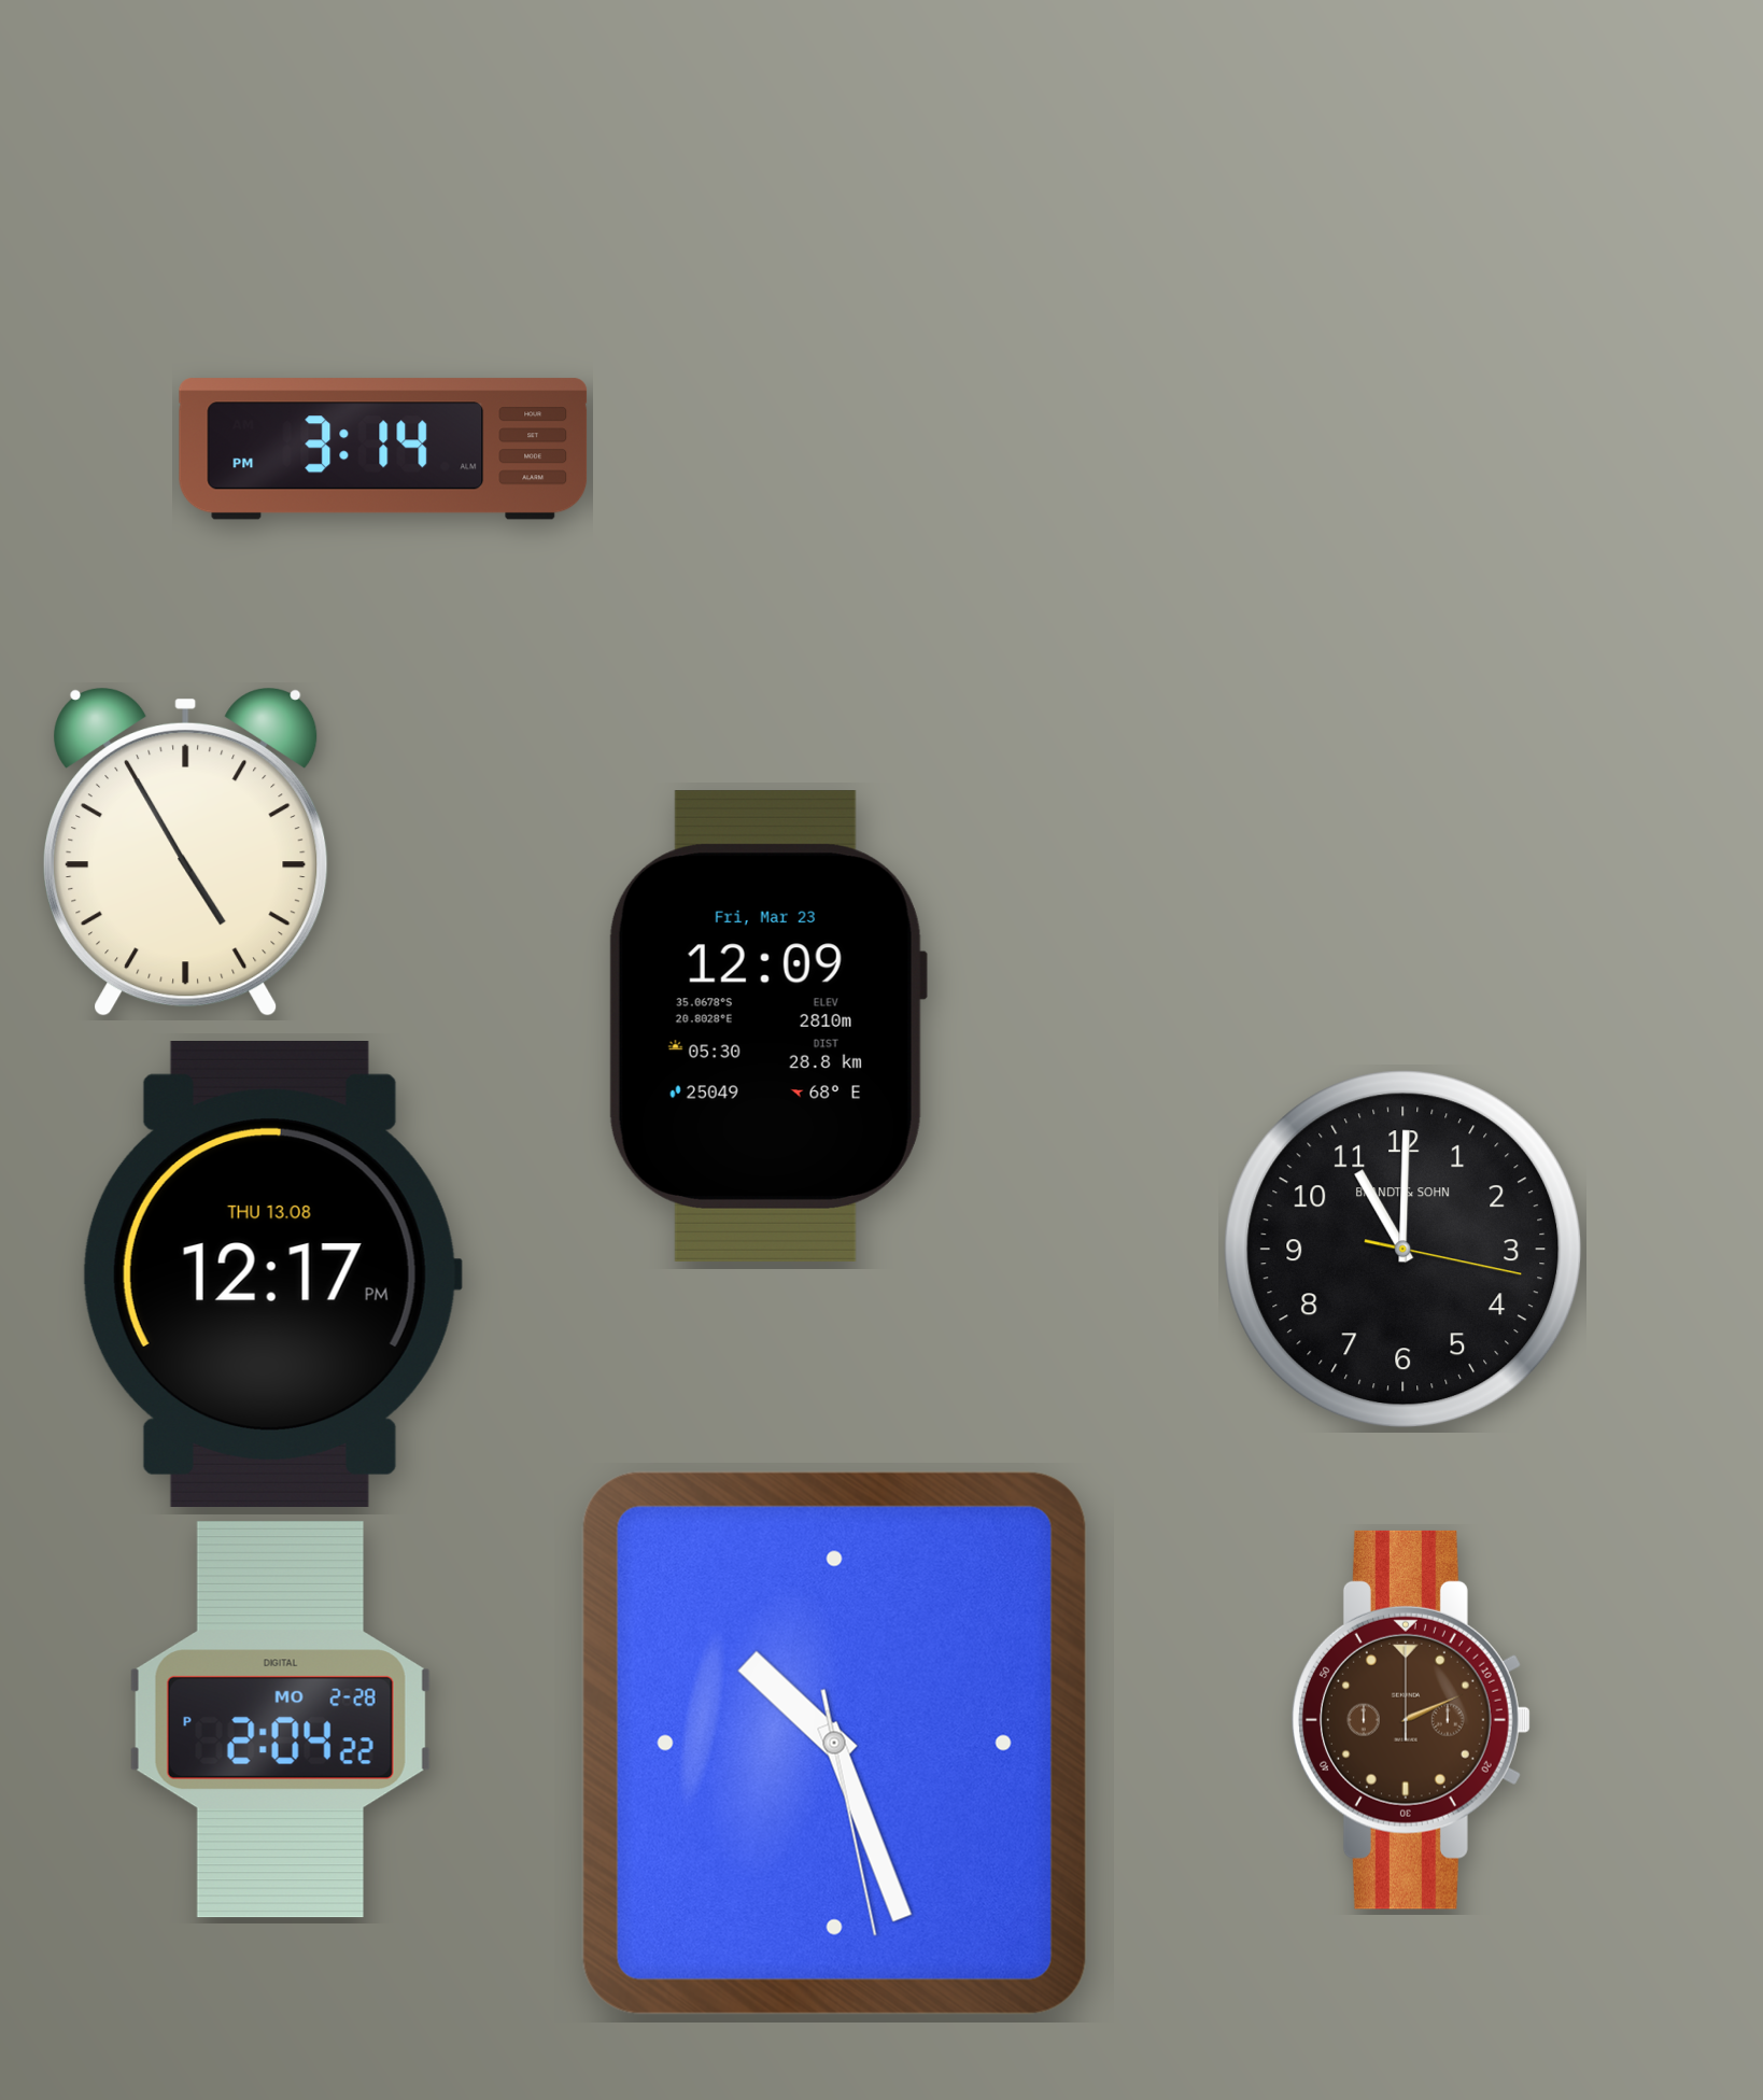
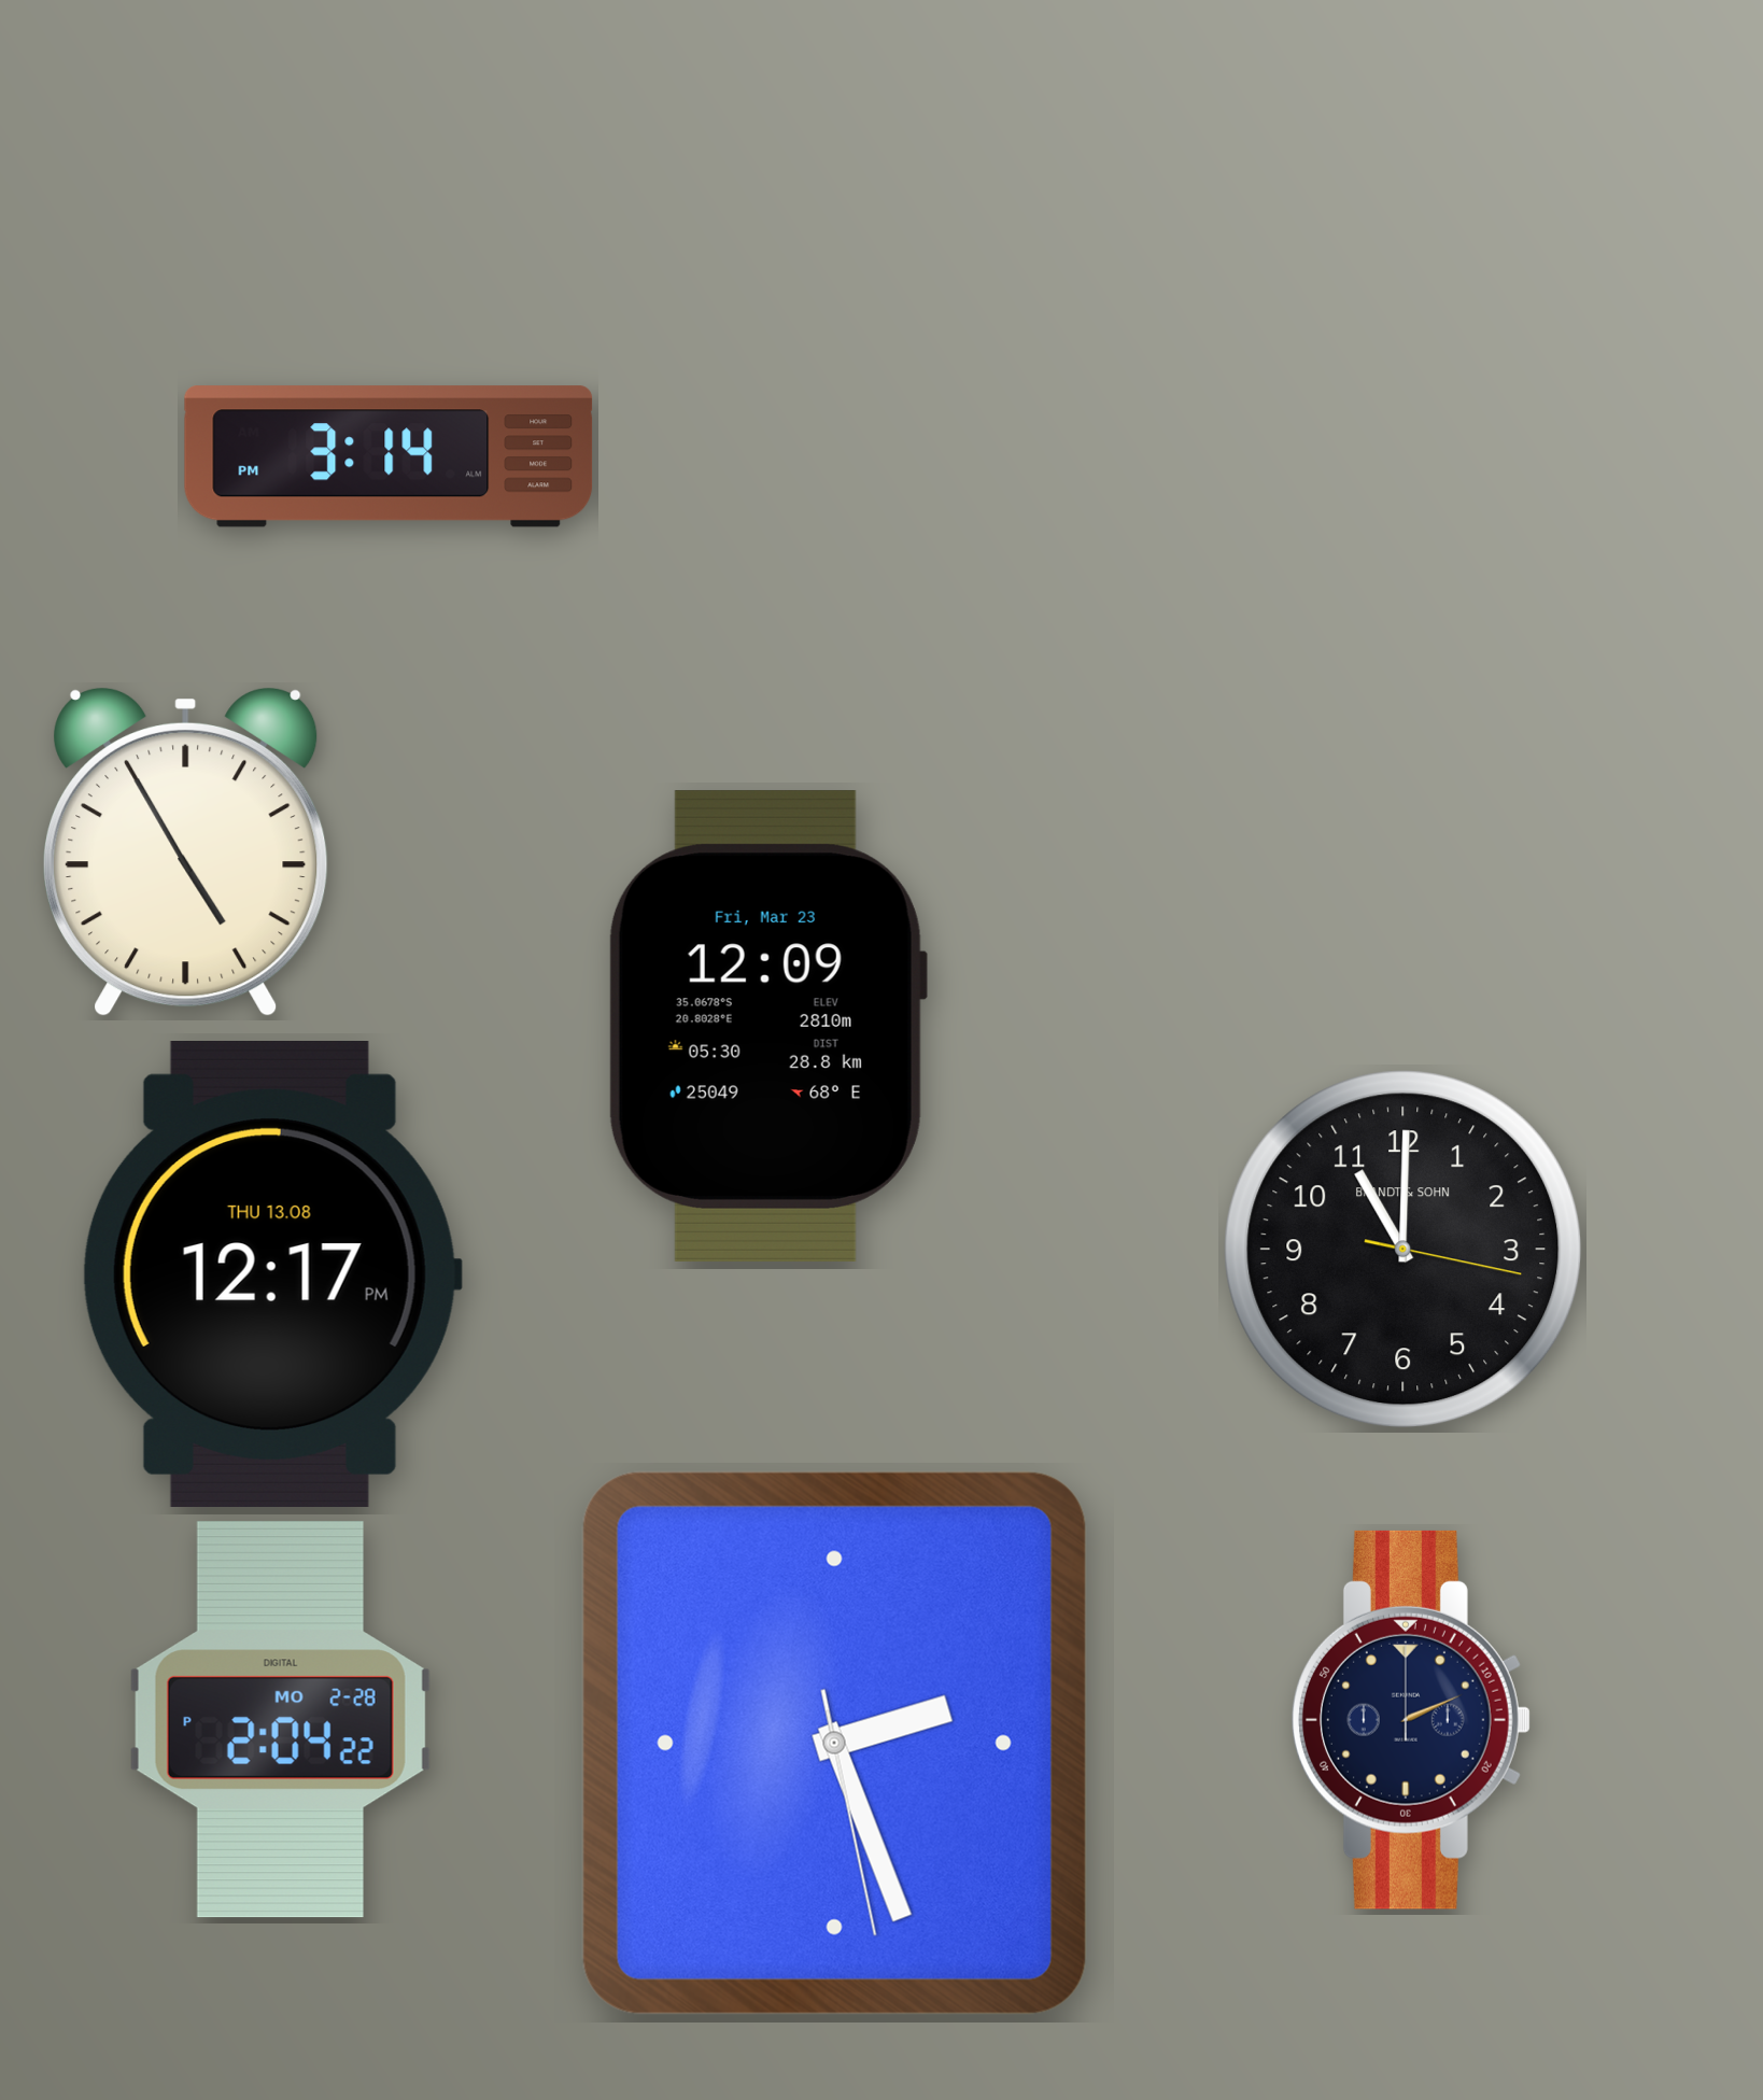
clock at (383, 449) position: (383, 449) -> (389, 456)
clock at (1411, 1720) dial: brown -> navy
clock at (834, 1743): 10:26 -> 2:26
